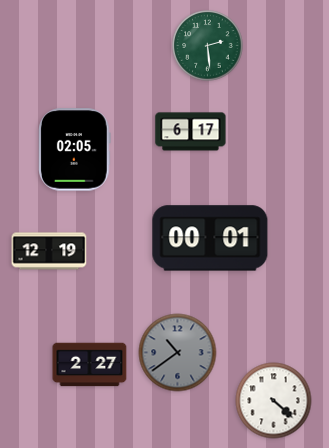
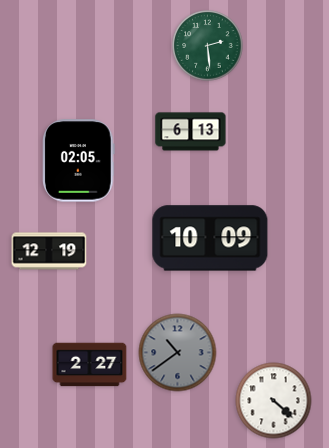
clock at (191, 132): 6:17 -> 6:13
clock at (75, 150) position: (75, 150) -> (79, 161)
clock at (210, 238): 00:01 -> 10:09
